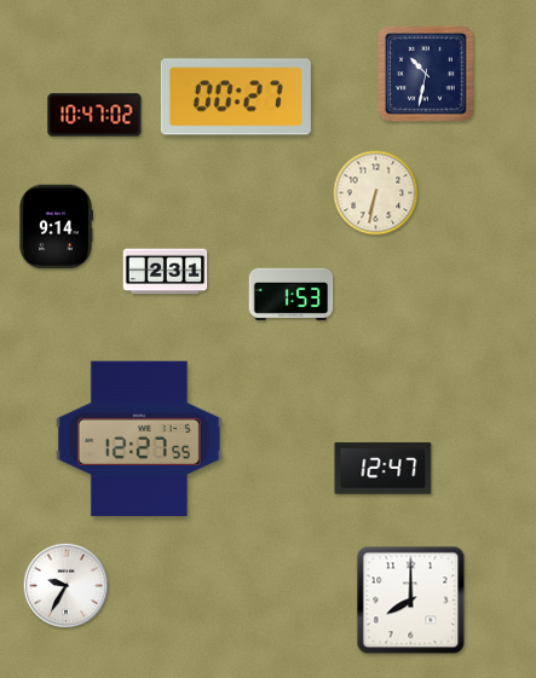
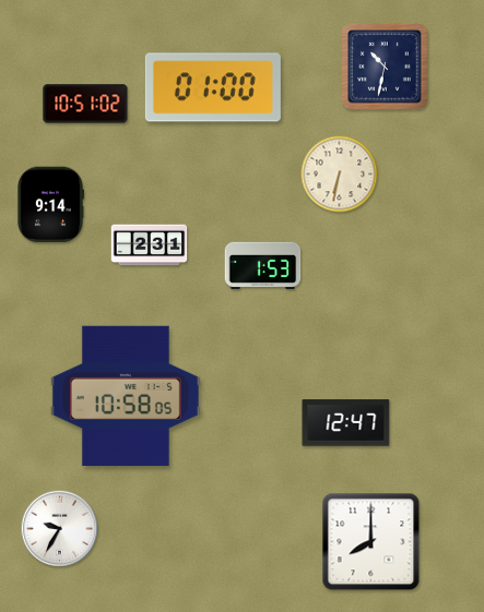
clock at (236, 97): 00:27 -> 01:00
clock at (94, 115): 10:47 -> 10:51
clock at (139, 437): 12:27 -> 10:58
